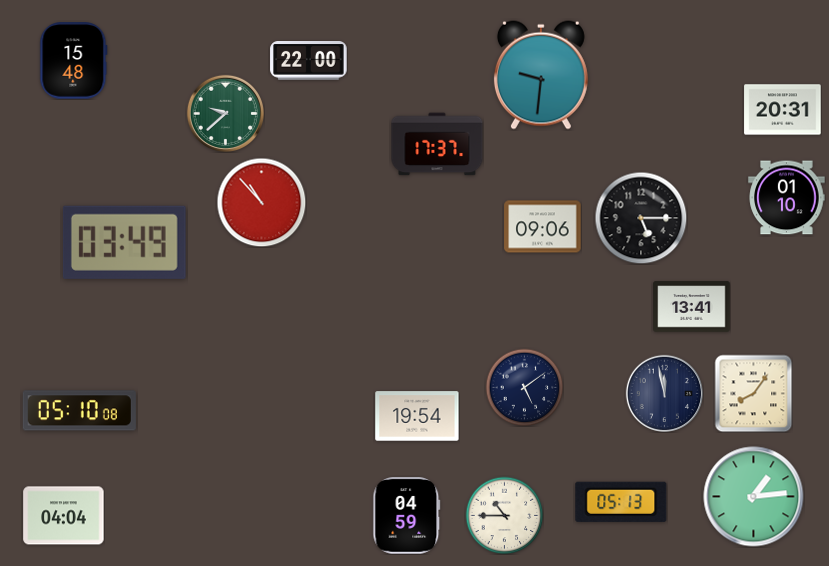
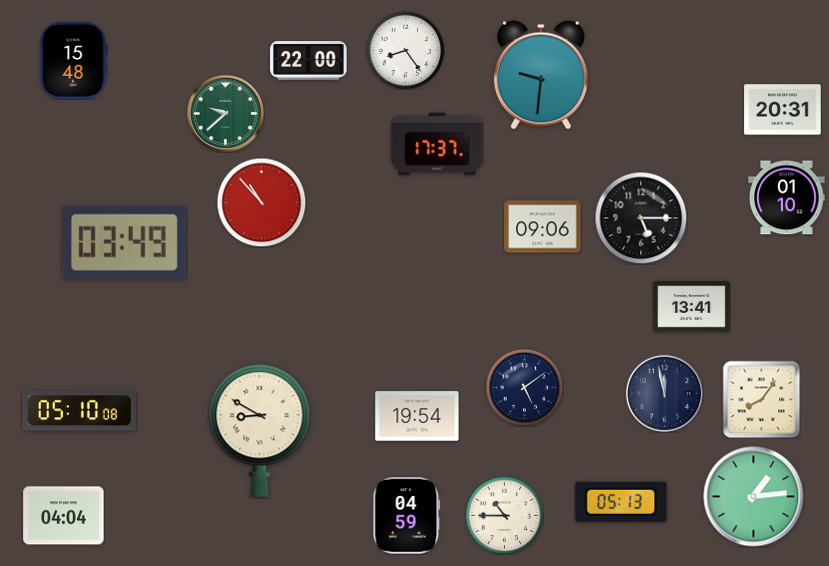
clock at (405, 50): none -> 8:24
clock at (753, 393) position: (753, 393) -> (761, 399)
clock at (260, 431): none -> 8:50
